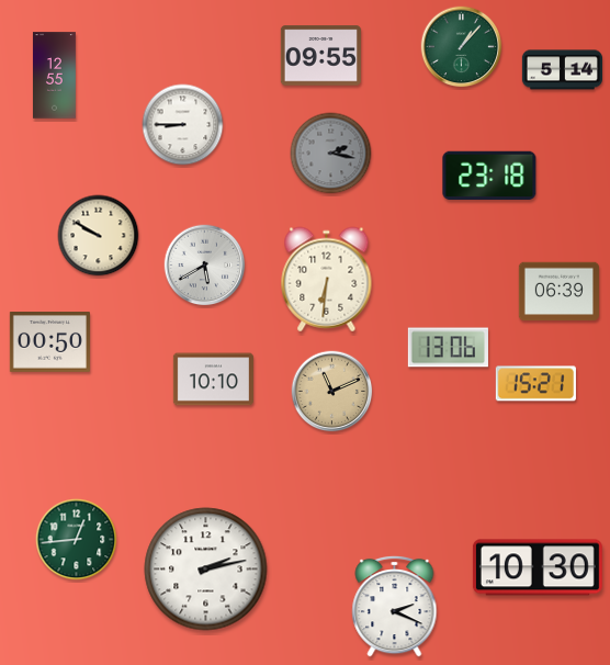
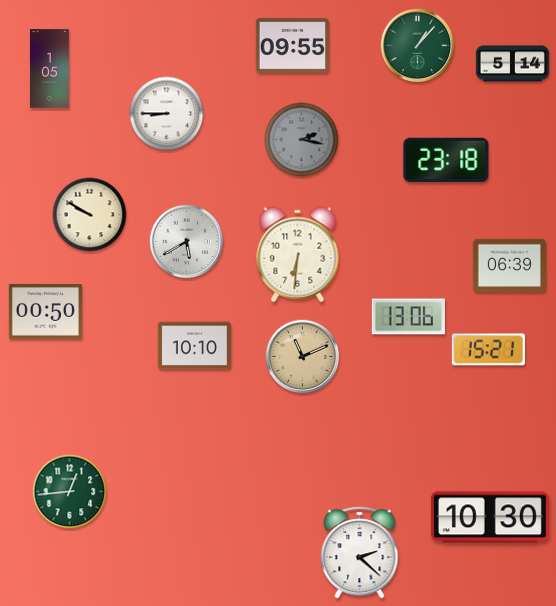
clock at (462, 47) position: (462, 47) -> (418, 46)
clock at (320, 56) position: (320, 56) -> (292, 46)
clock at (54, 76): 12:55 -> 1:05
clock at (206, 570): 2:13 -> none
clock at (395, 606): 2:19 -> 2:22
